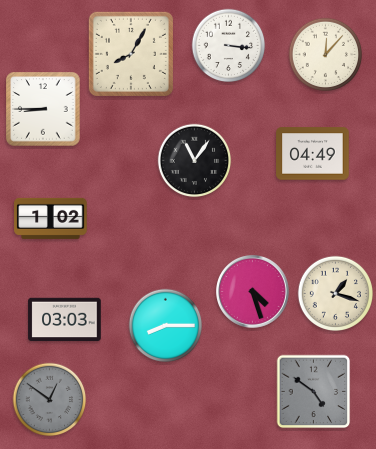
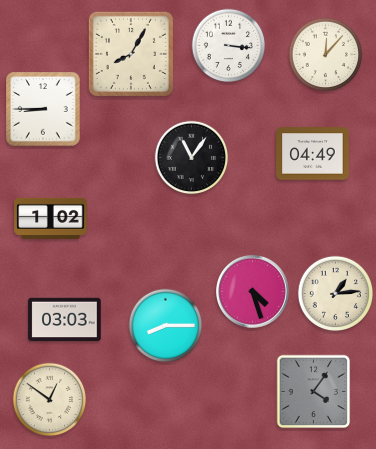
clock at (195, 161) position: (195, 161) -> (192, 158)
clock at (335, 293): 1:18 -> 1:14
clock at (314, 392): 4:51 -> 4:06
clock at (50, 400) dial: grey -> cream
